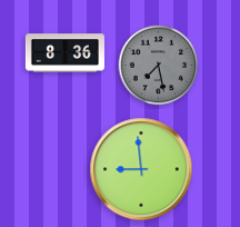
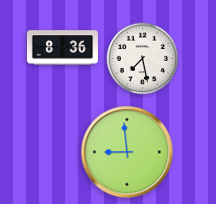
clock at (64, 53) position: (64, 53) -> (62, 48)
clock at (159, 66) dial: grey -> white
